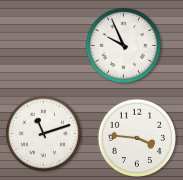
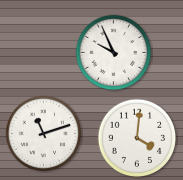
clock at (124, 46) position: (124, 46) -> (114, 53)
clock at (137, 138): 3:46 -> 4:01
